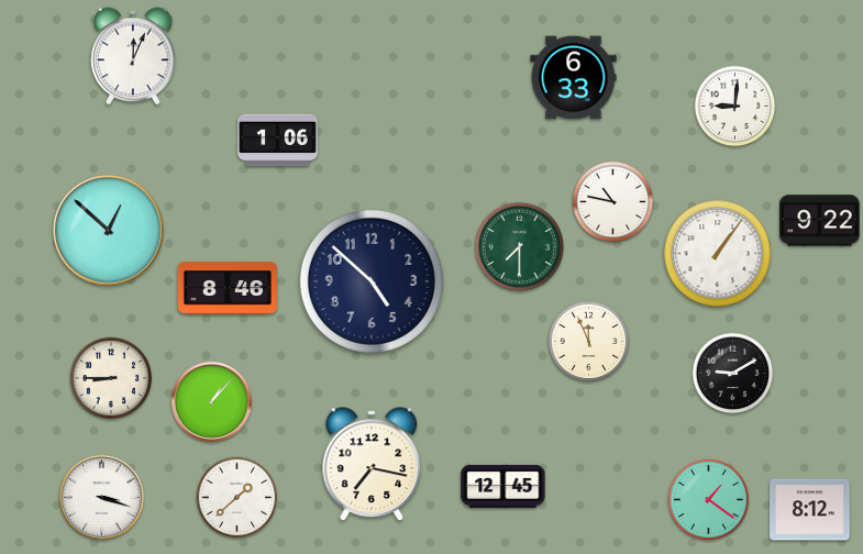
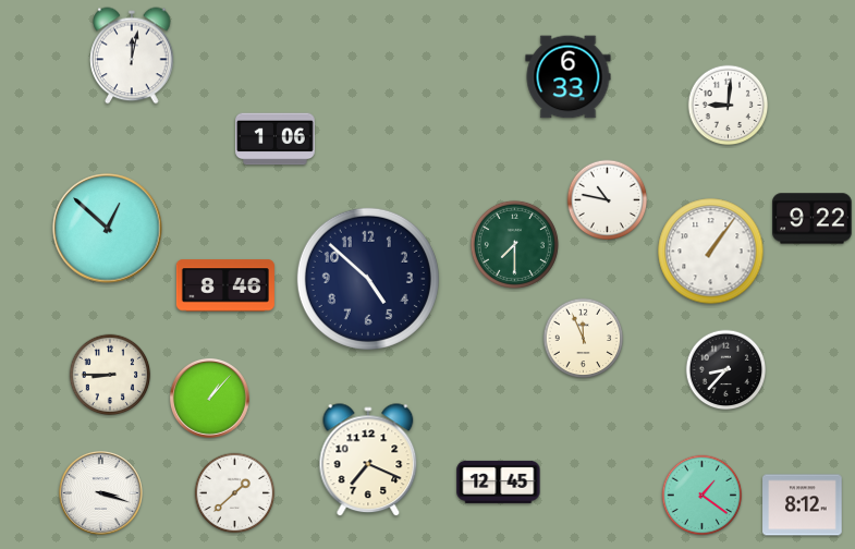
clock at (133, 56): 12:04 -> 12:02
clock at (733, 374): 9:10 -> 8:37
clock at (372, 465): 7:17 -> 7:19
